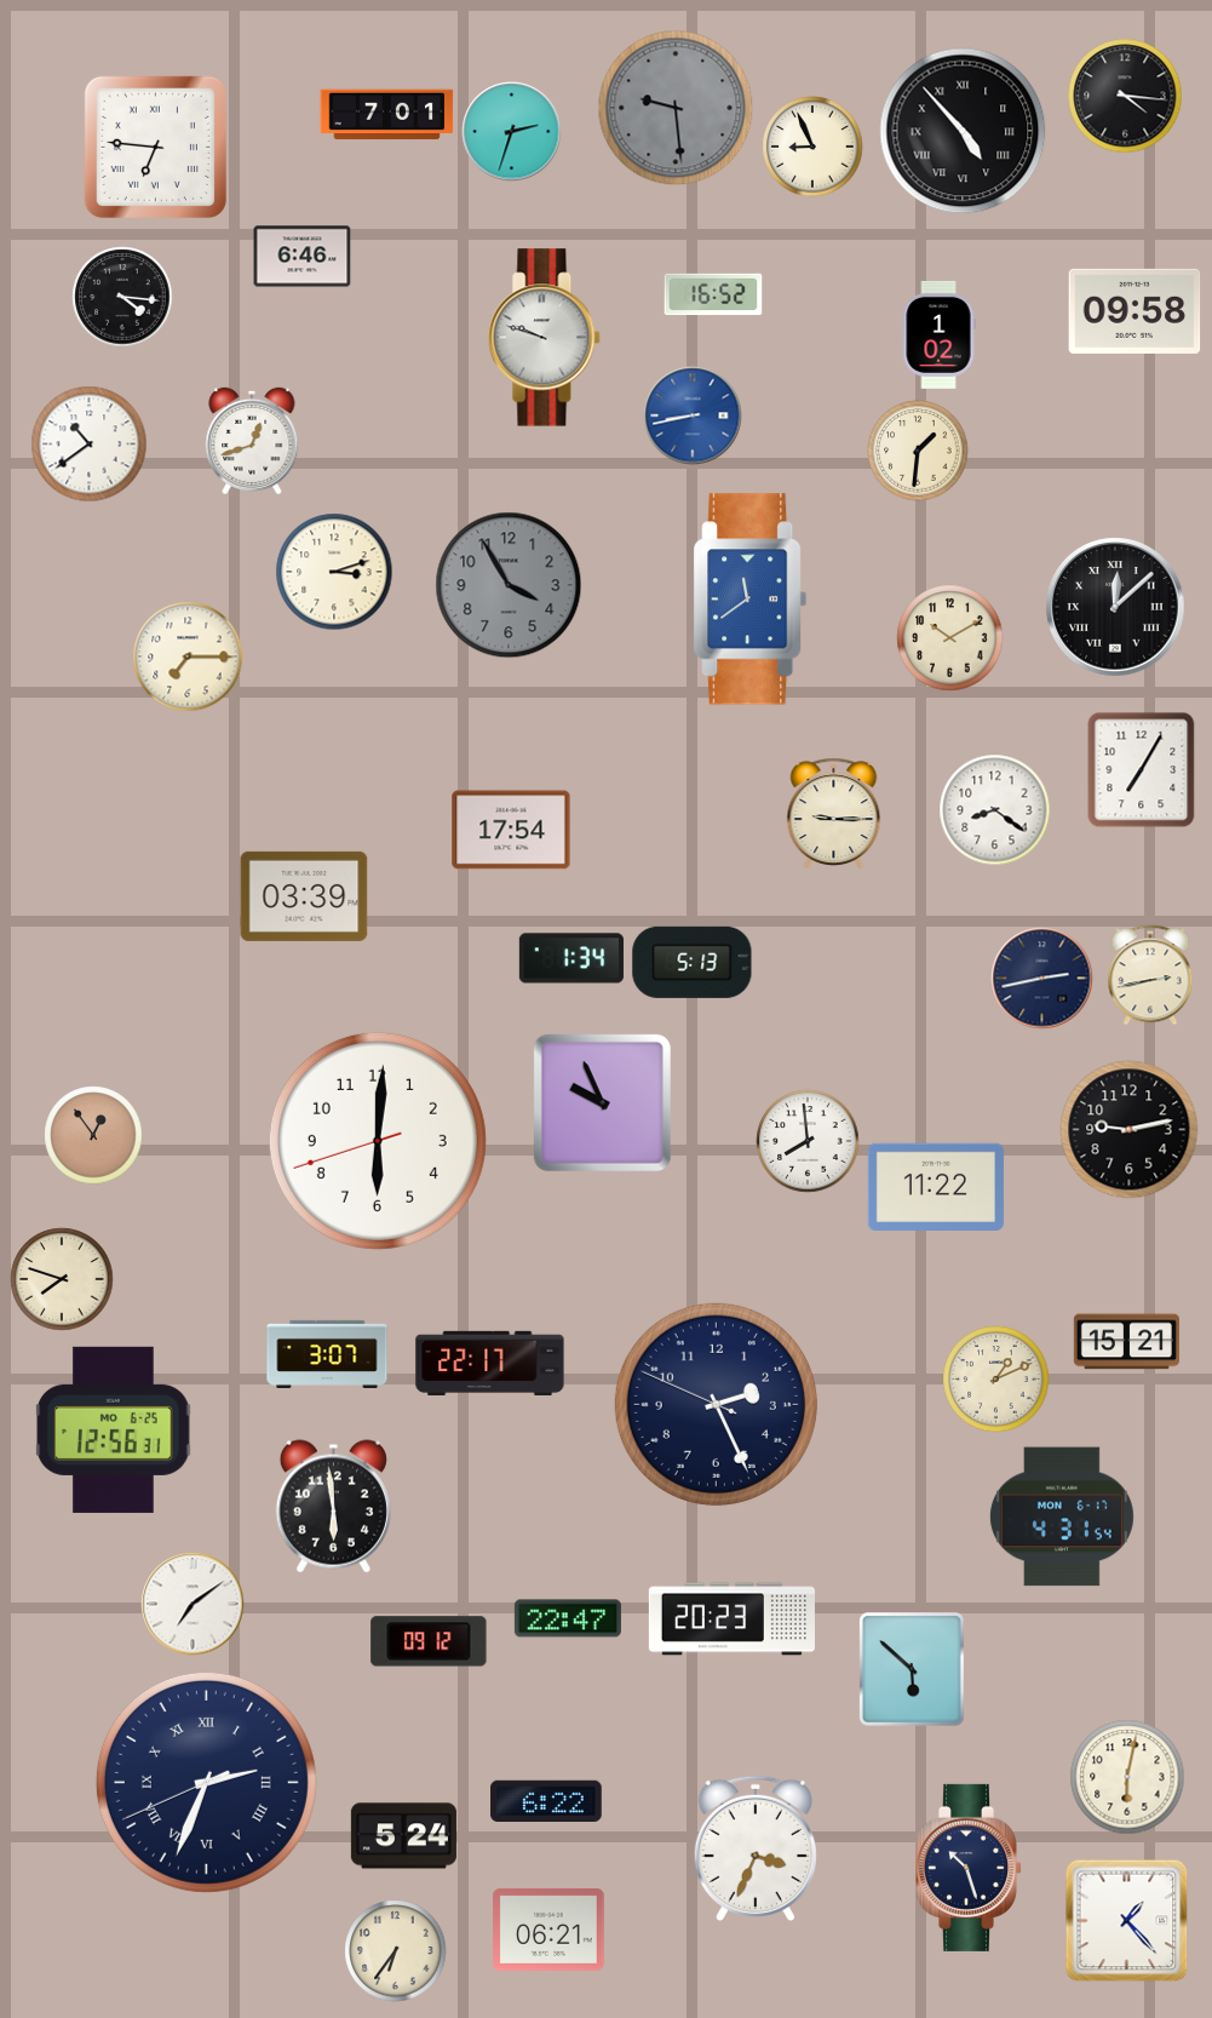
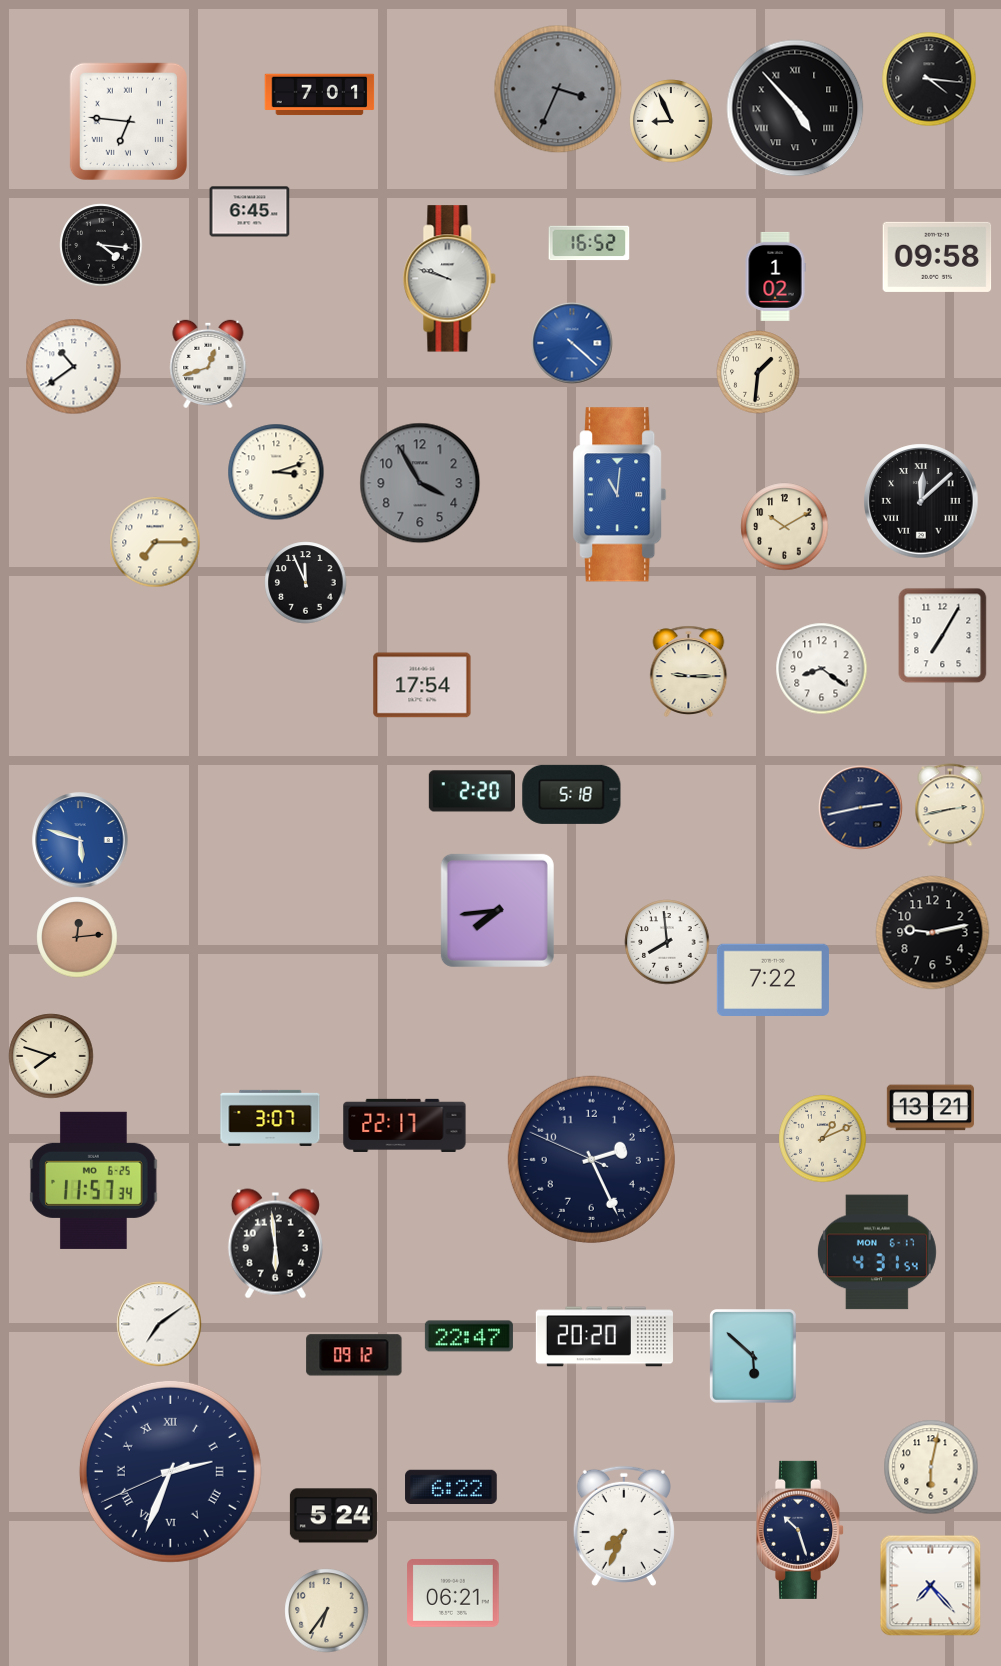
clock at (676, 108): 9:29 -> 3:34
clock at (512, 132): 2:33 -> none
clock at (303, 257): 6:46 -> 6:45
clock at (693, 415): 8:43 -> 4:22
clock at (751, 600): 11:39 -> 11:01
clock at (306, 583): none -> 11:56
clock at (304, 896): 03:39 -> none
clock at (571, 958): 1:34 -> 2:20
clock at (693, 962): 5:13 -> 5:18
clock at (80, 840): none -> 5:48
clock at (602, 1102): 9:56 -> 7:44
clock at (93, 1135): 12:54 -> 12:14
clock at (378, 1141): 6:00 -> none
clock at (936, 1186): 11:22 -> 7:22
clock at (1126, 1342): 15:21 -> 13:21
clock at (114, 1429): 12:56 -> 11:57
clock at (731, 1619): 20:23 -> 20:20
clock at (913, 1670) position: (913, 1670) -> (754, 1357)
clock at (756, 1848): 3:34 -> 7:34
clock at (967, 1868) position: (967, 1868) -> (799, 1530)
clock at (1127, 1921): 1:23 -> 7:23
